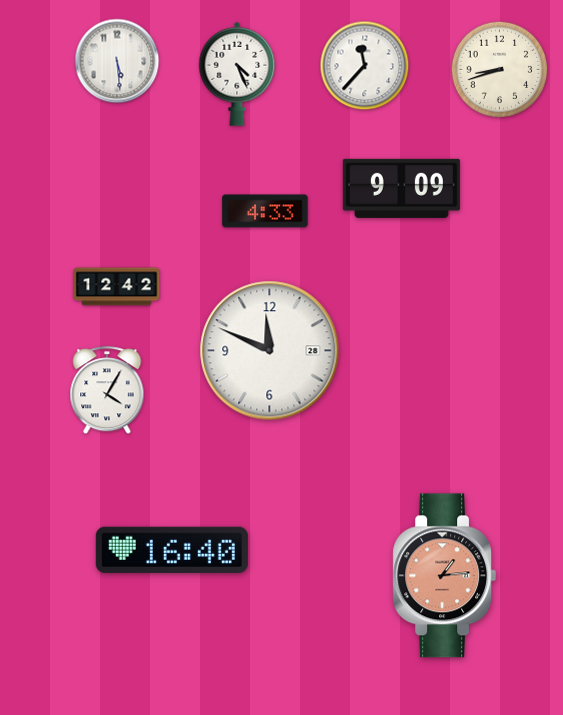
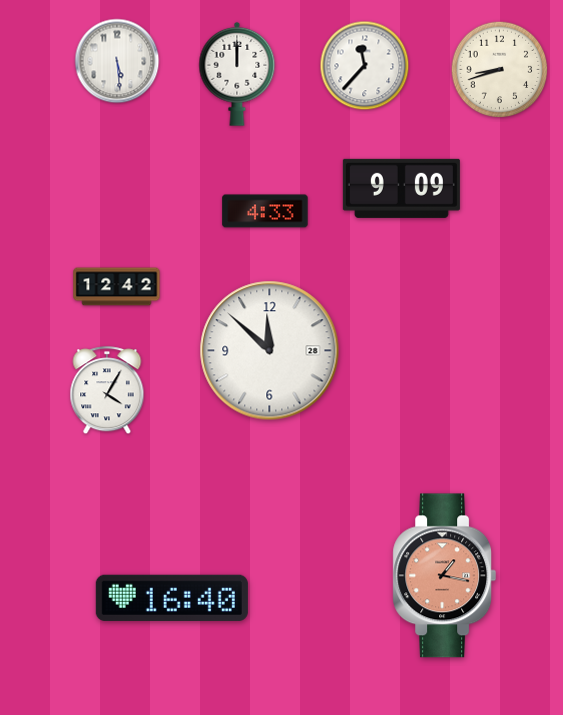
clock at (237, 74): 4:26 -> 12:00
clock at (270, 351): 11:49 -> 11:52
clock at (172, 550) position: (172, 550) -> (172, 598)
clock at (445, 576): 1:14 -> 1:17
